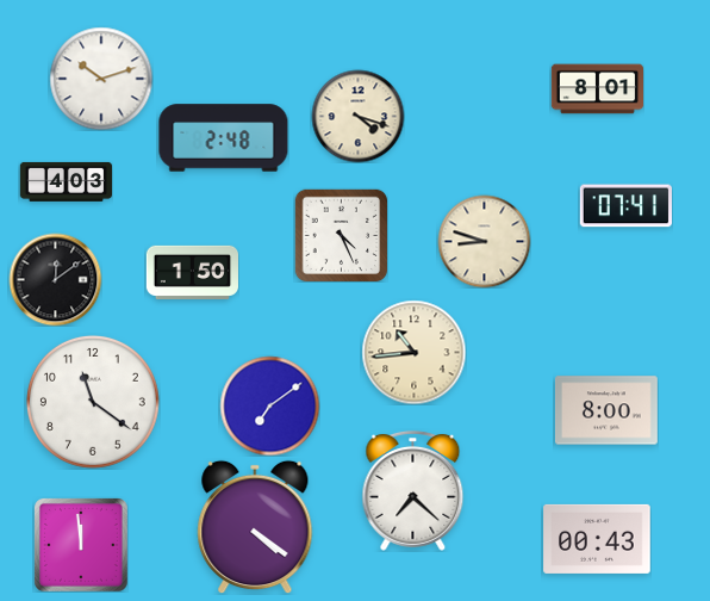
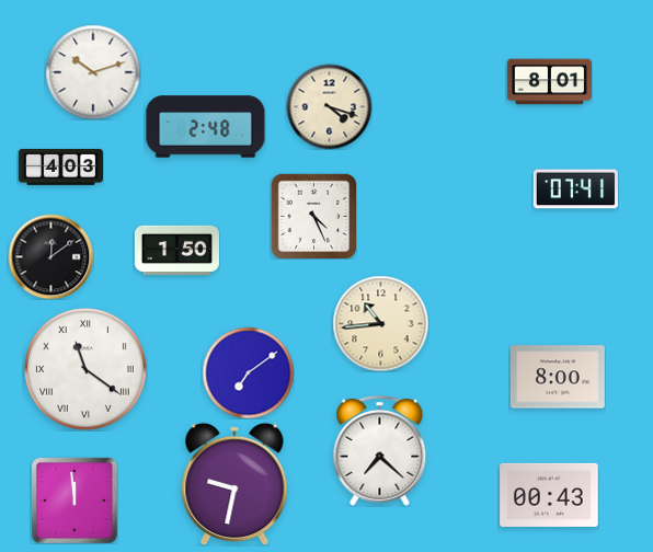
clock at (484, 241): 8:48 -> none
clock at (93, 402) numerals: Arabic -> Roman
clock at (255, 527): 4:21 -> 9:32
